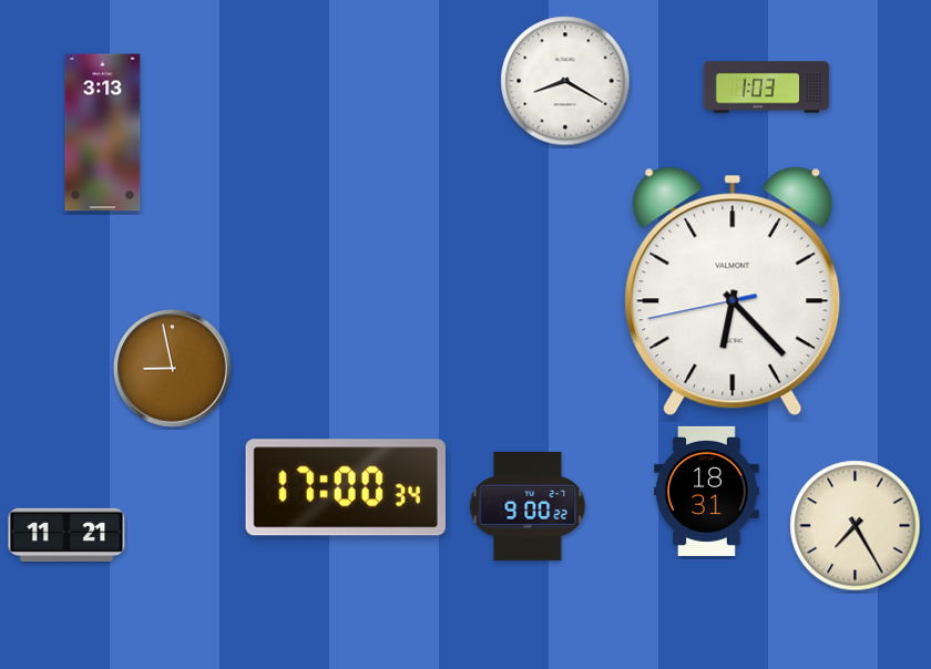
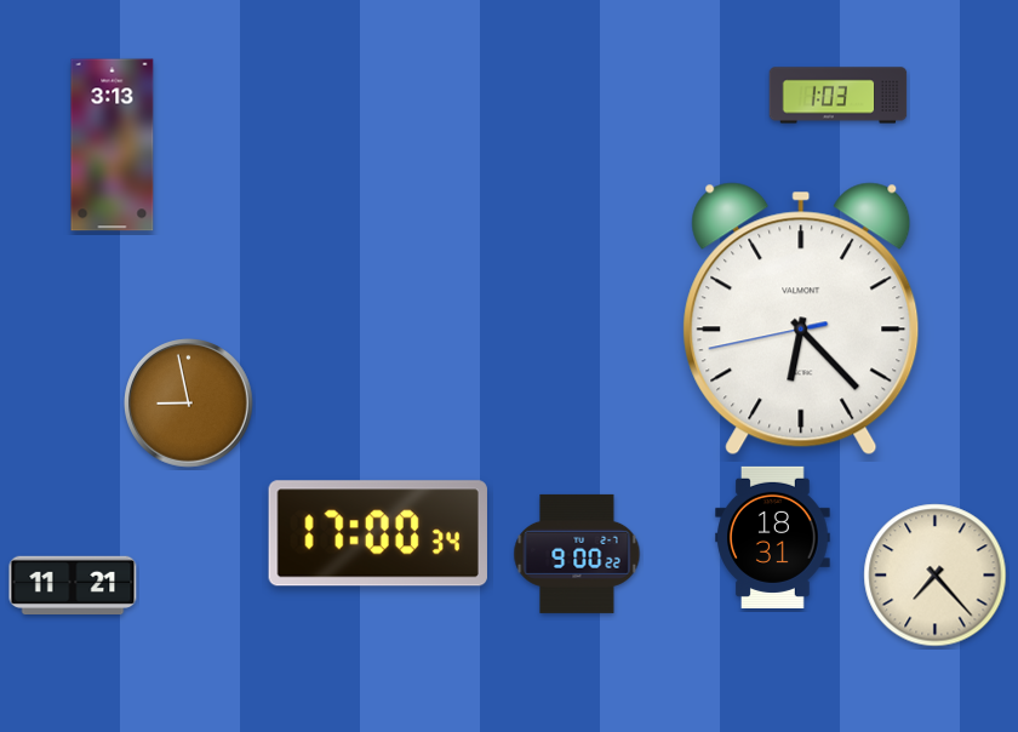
clock at (565, 81): 8:20 -> none
clock at (856, 526): 7:25 -> 7:23
